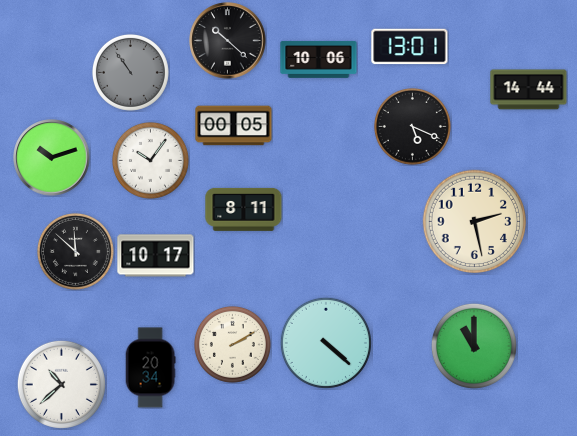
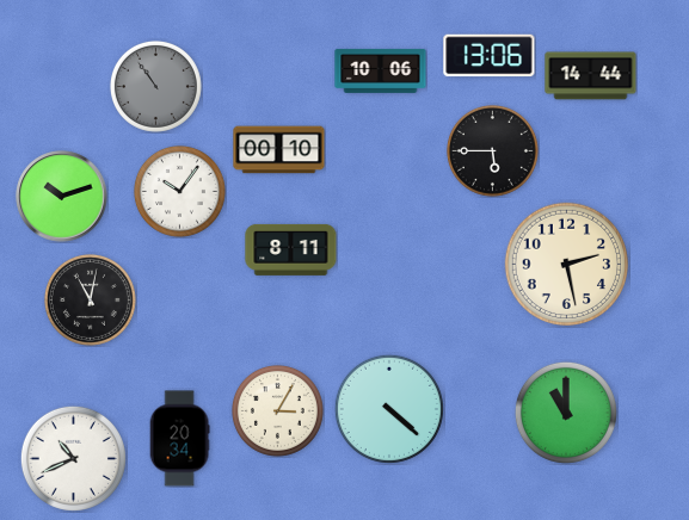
clock at (228, 41): 10:22 -> none
clock at (410, 47): 13:01 -> 13:06
clock at (529, 90) position: (529, 90) -> (591, 76)
clock at (234, 126): 00:05 -> 00:10
clock at (412, 126): 5:19 -> 5:45
clock at (52, 158) position: (52, 158) -> (62, 197)
clock at (75, 251): 11:52 -> 11:02
clock at (156, 256): 10:17 -> none
clock at (232, 344): 2:10 -> 3:05
clock at (61, 384): 10:38 -> 10:41
